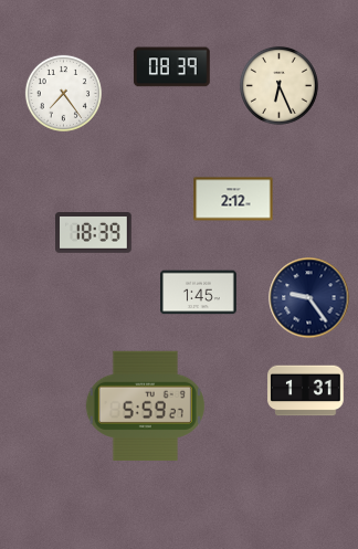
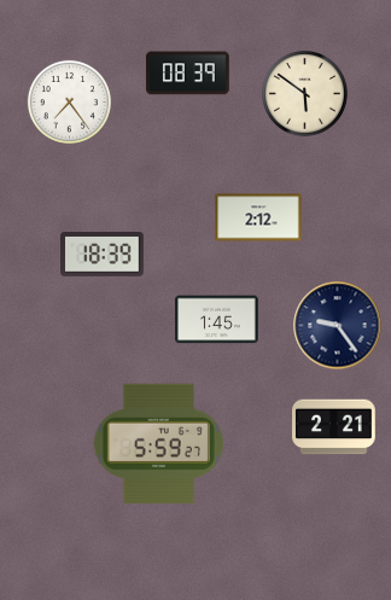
clock at (278, 85): 6:26 -> 5:51
clock at (233, 199) position: (233, 199) -> (258, 217)
clock at (306, 391): 1:31 -> 2:21
